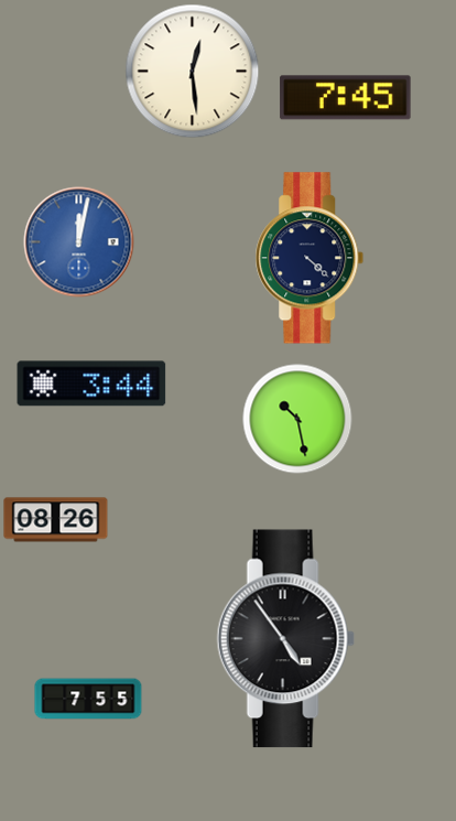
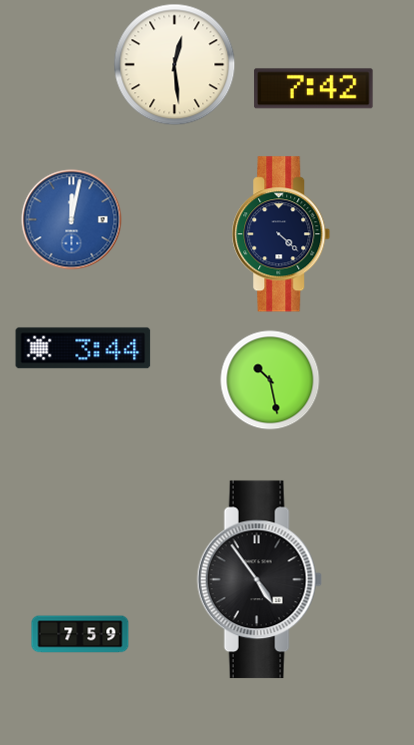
clock at (346, 98): 7:45 -> 7:42
clock at (56, 520): 08:26 -> none
clock at (88, 699): 7:55 -> 7:59
